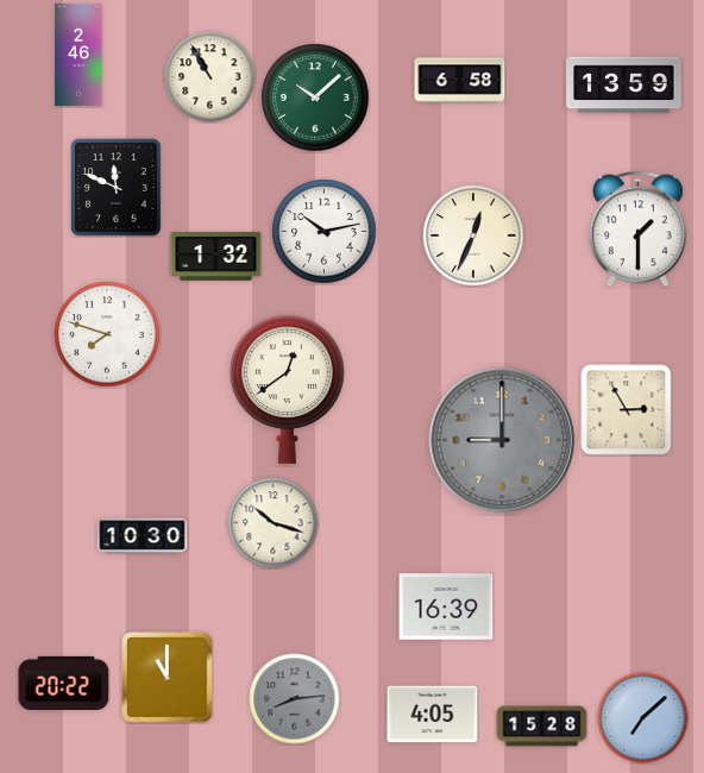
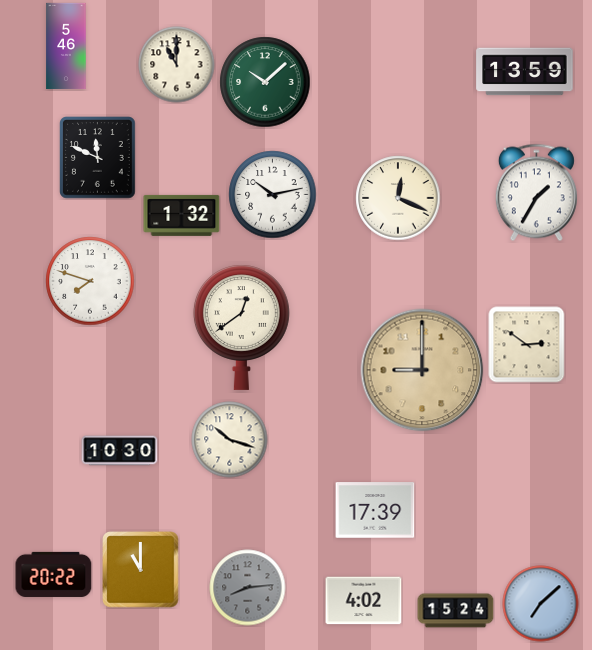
clock at (78, 55): 2:46 -> 5:46
clock at (210, 77): 10:55 -> 11:00
clock at (460, 81): 6:58 -> none
clock at (637, 230): 1:30 -> 1:35
clock at (473, 235): 12:34 -> 12:19
clock at (627, 410): 2:55 -> 2:51
clock at (502, 440) dial: grey -> champagne
clock at (446, 607): 16:39 -> 17:39
clock at (433, 715): 4:05 -> 4:02
clock at (542, 727): 15:28 -> 15:24
